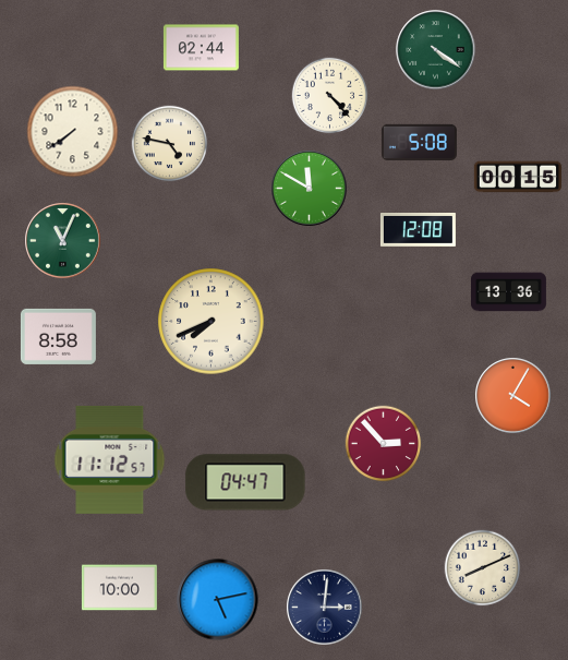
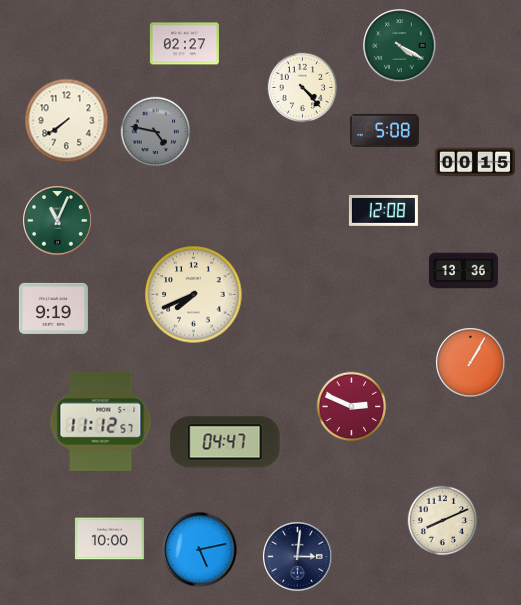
clock at (201, 48): 02:44 -> 02:27
clock at (436, 50): 4:21 -> 4:20
clock at (170, 144) dial: cream -> grey
clock at (310, 189): 11:50 -> none
clock at (508, 292) position: (508, 292) -> (463, 271)
clock at (58, 336): 8:58 -> 9:19
clock at (513, 396): 4:05 -> 1:05
clock at (384, 444): 2:53 -> 2:49
